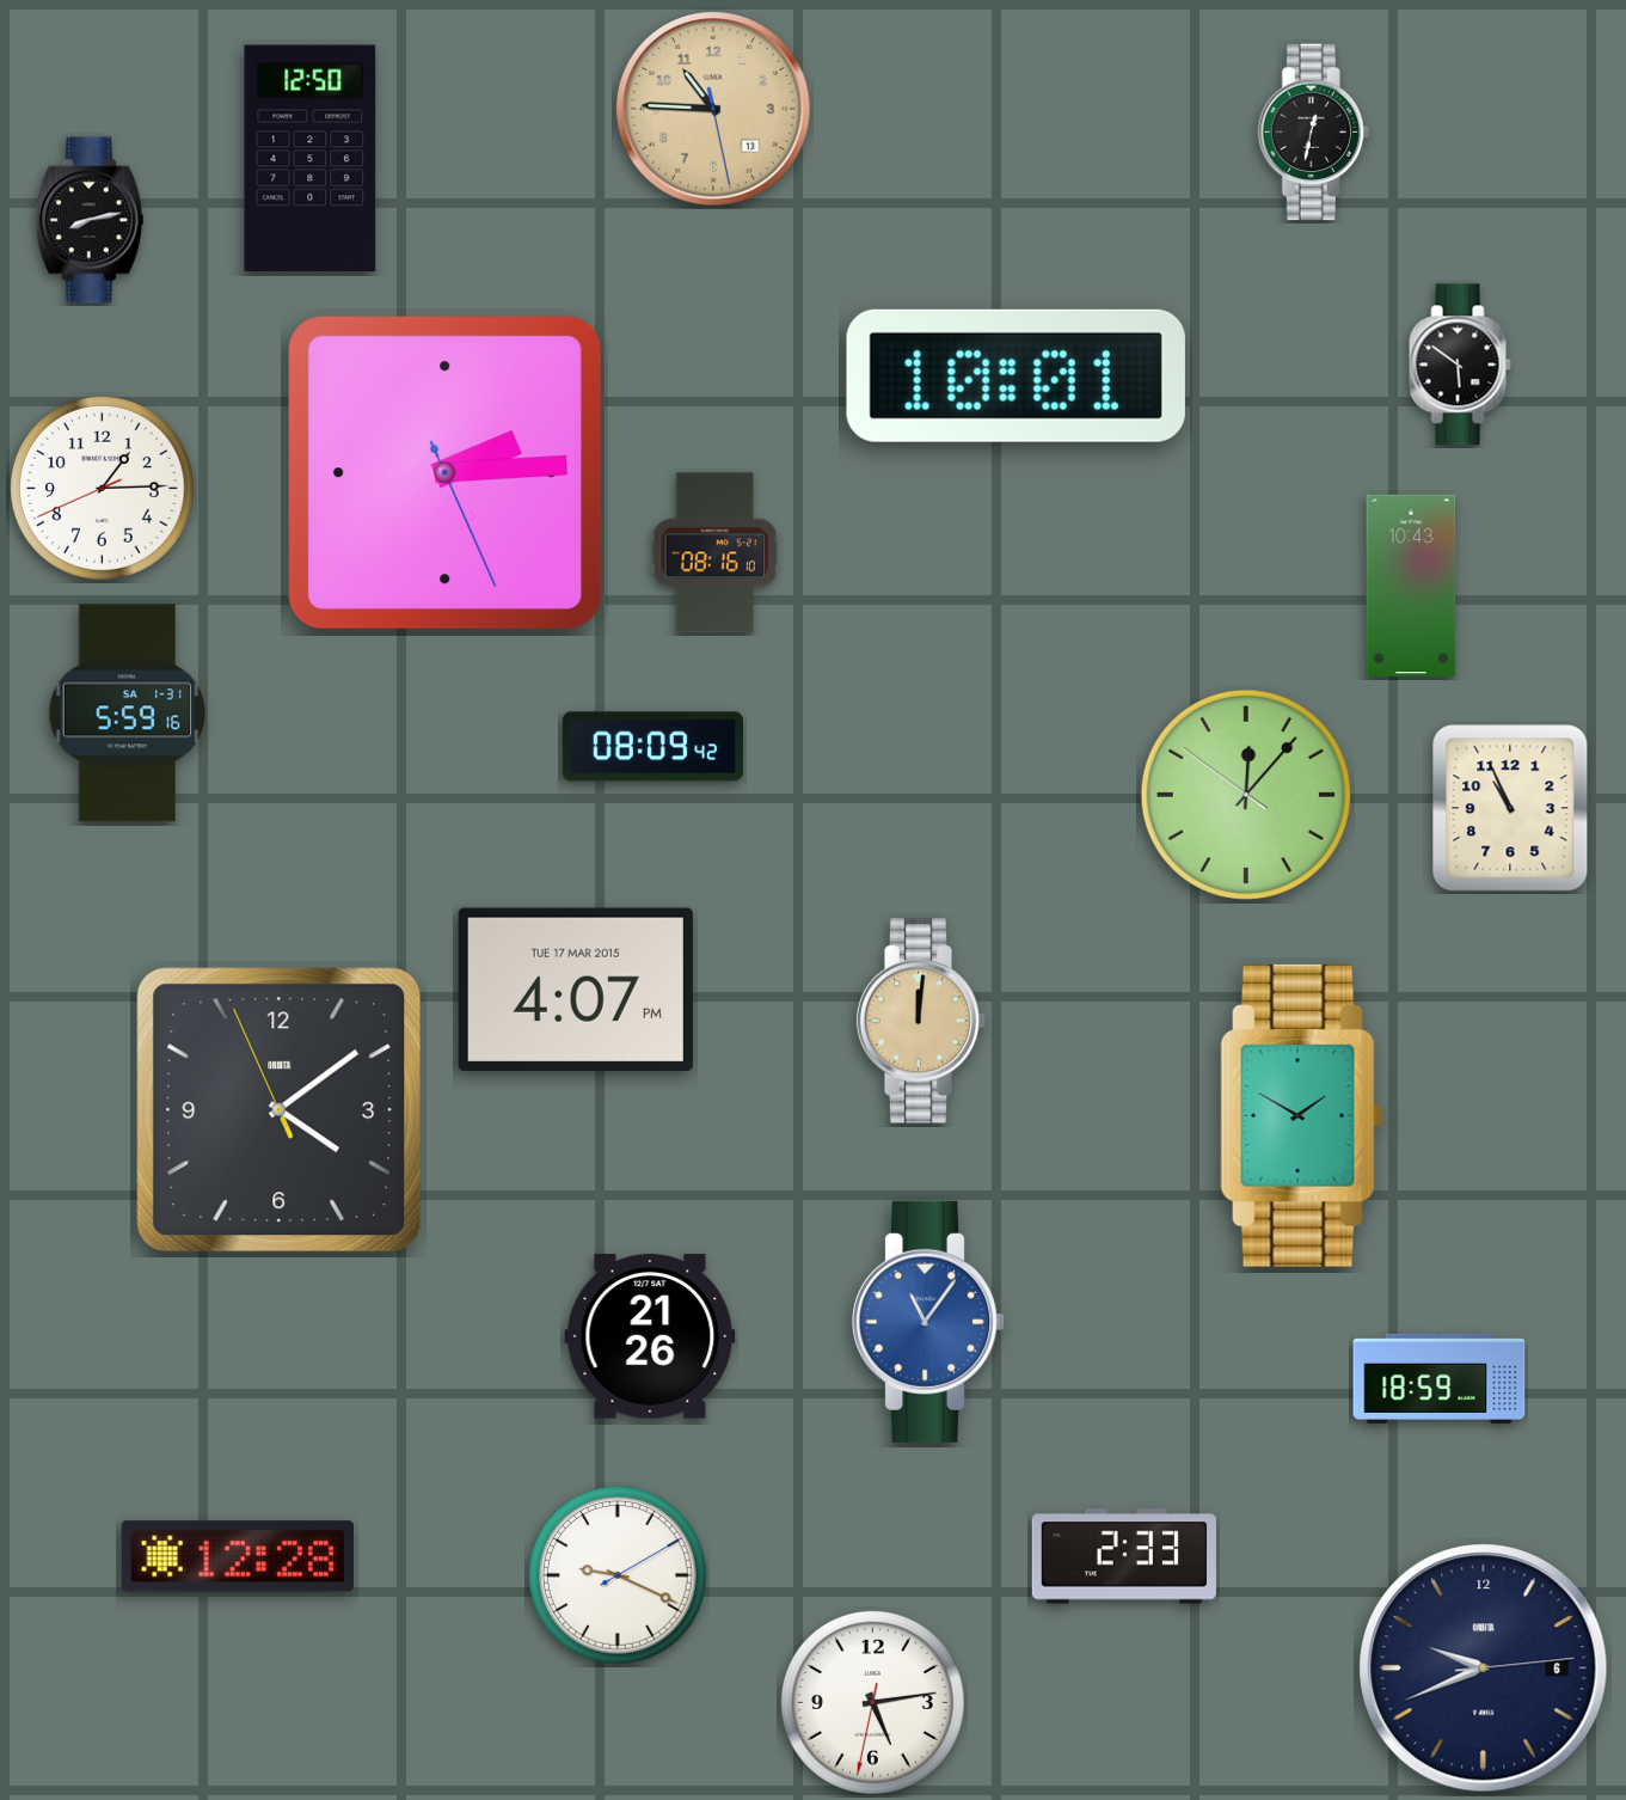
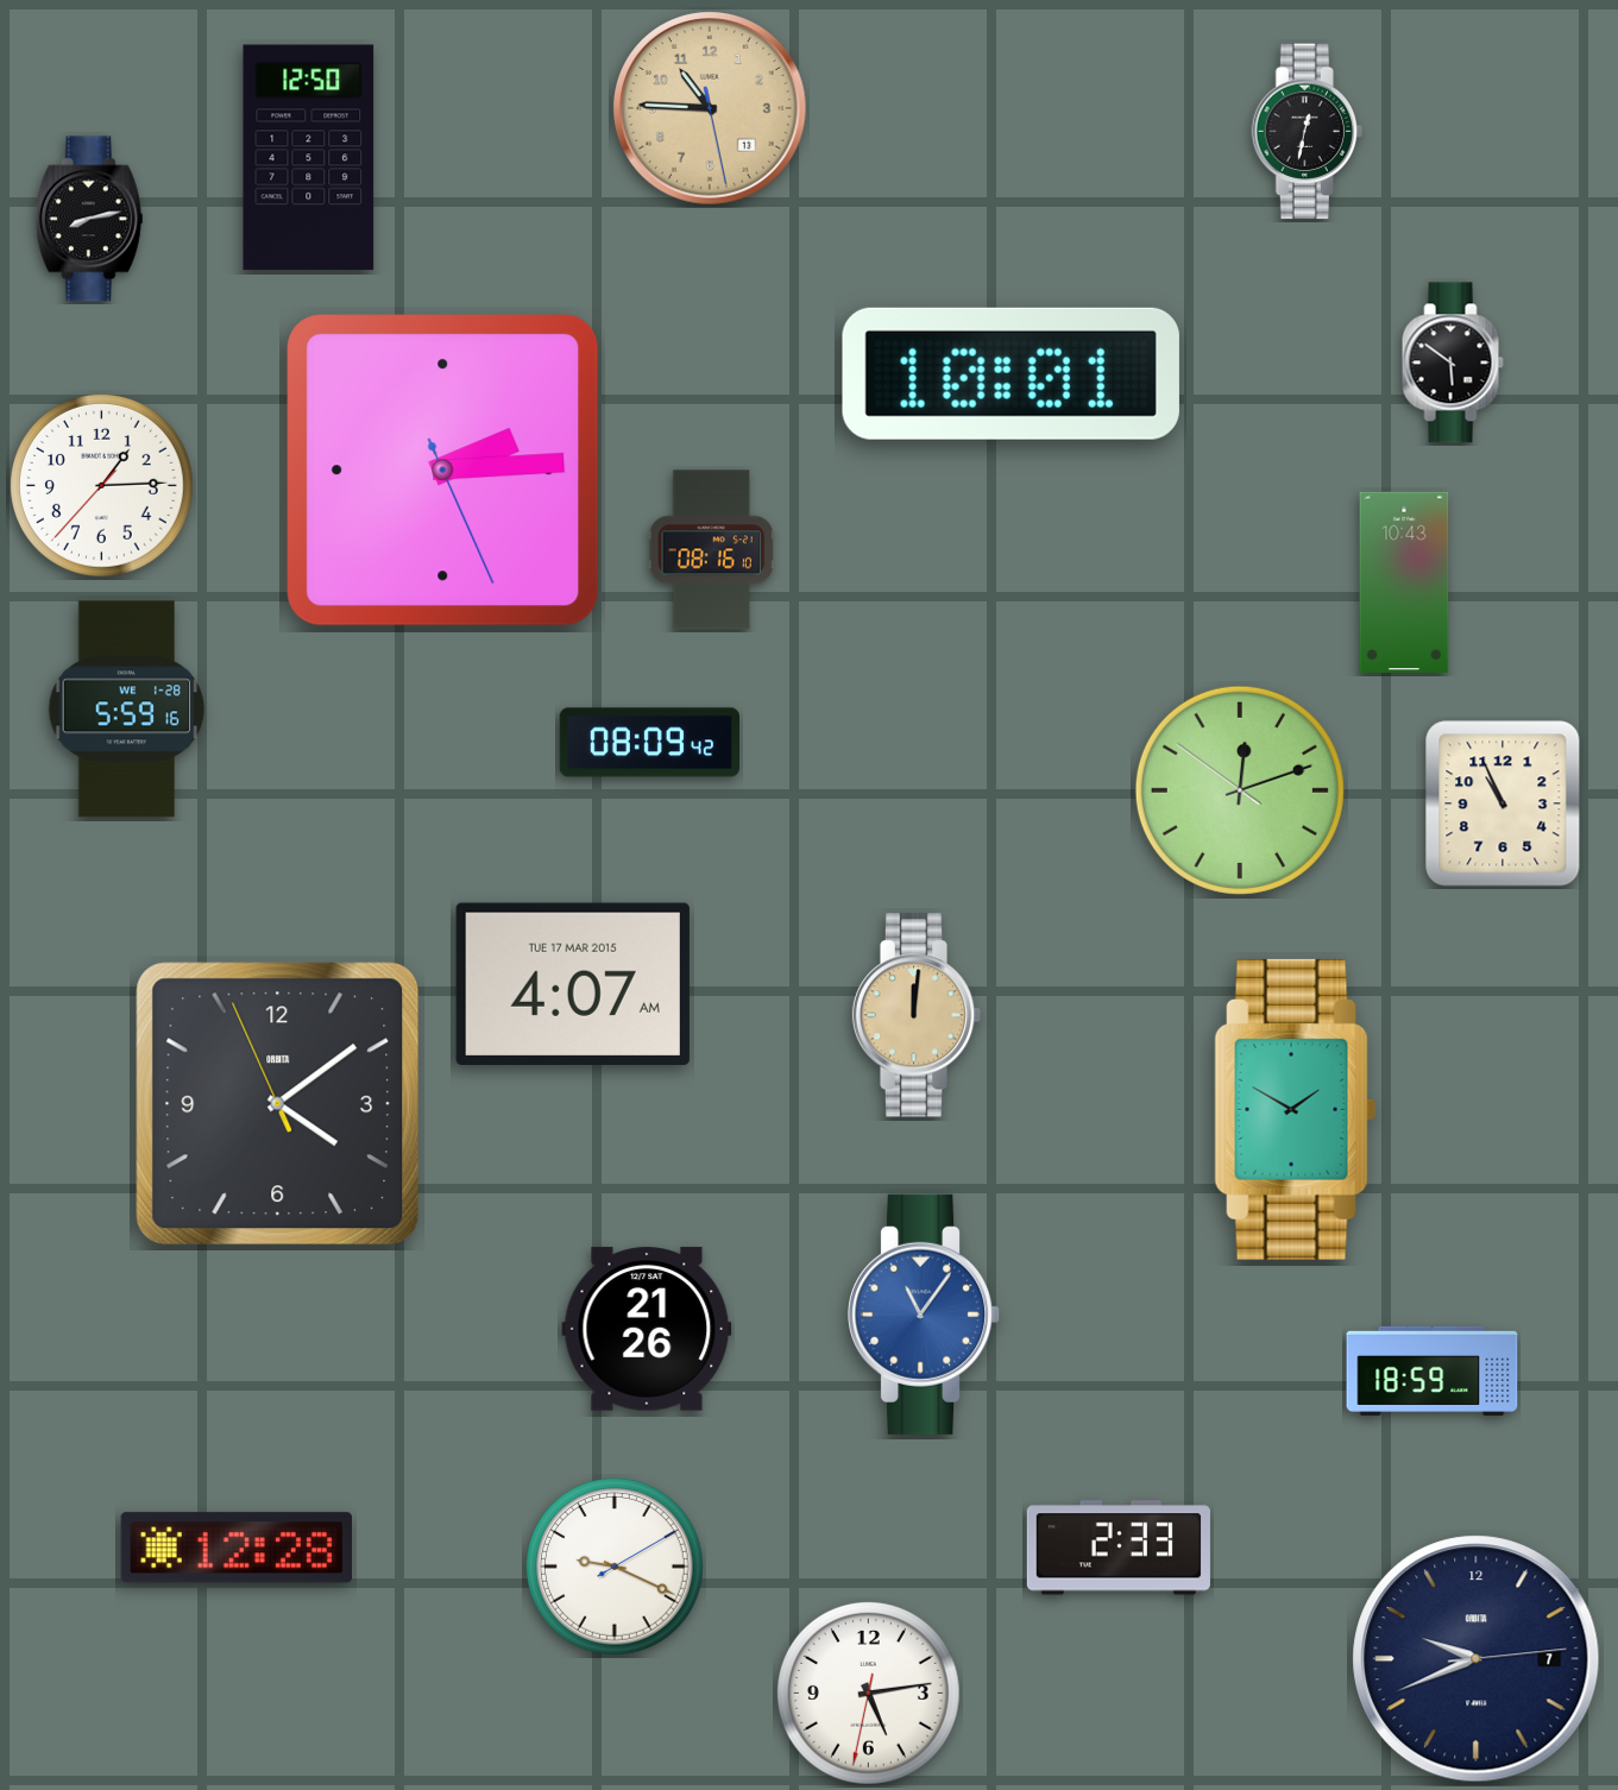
clock at (102, 488): 1:14:41 -> 1:14:37
clock at (128, 714) date: SA 1-31 -> WE 1-28
clock at (1246, 795): 12:06 -> 12:11
clock at (576, 990): 4:07 PM -> 4:07 AM
clock at (1484, 1669) date: 6 -> 7
